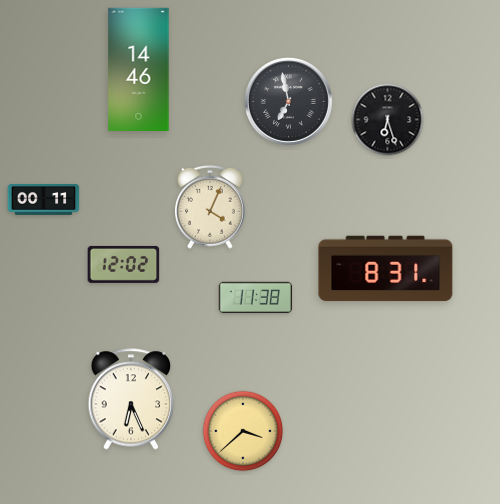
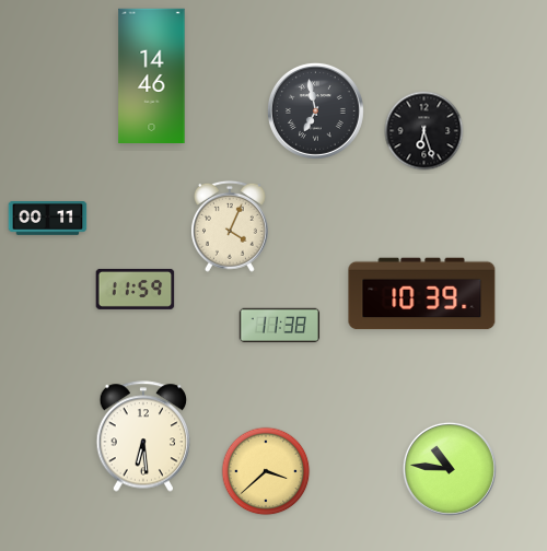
clock at (124, 264): 12:02 -> 11:59
clock at (386, 269): 8:31 -> 10:39
clock at (131, 399): 6:26 -> 6:29
clock at (450, 469): none -> 10:46
